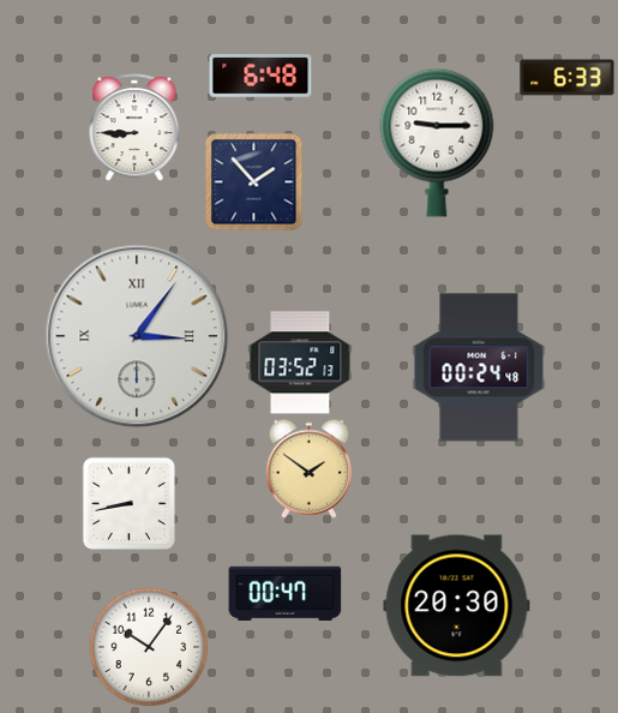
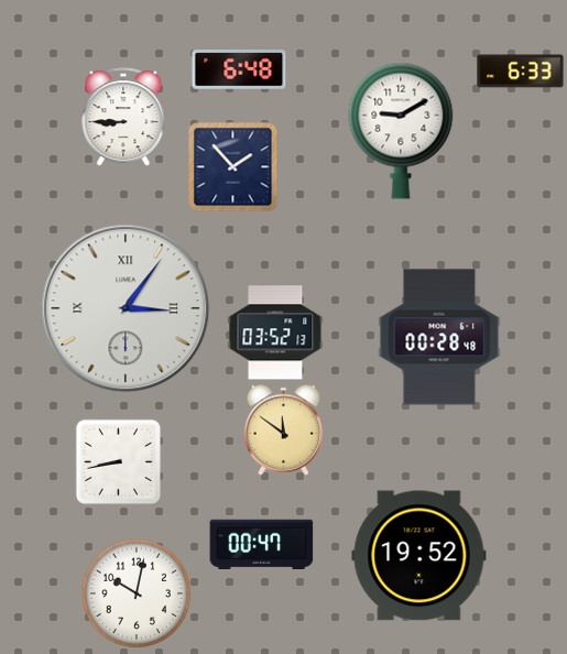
clock at (437, 143): 9:15 -> 9:10
clock at (479, 367): 00:24 -> 00:28
clock at (310, 468): 1:51 -> 11:51
clock at (457, 606): 20:30 -> 19:52
clock at (149, 647): 10:06 -> 10:02
